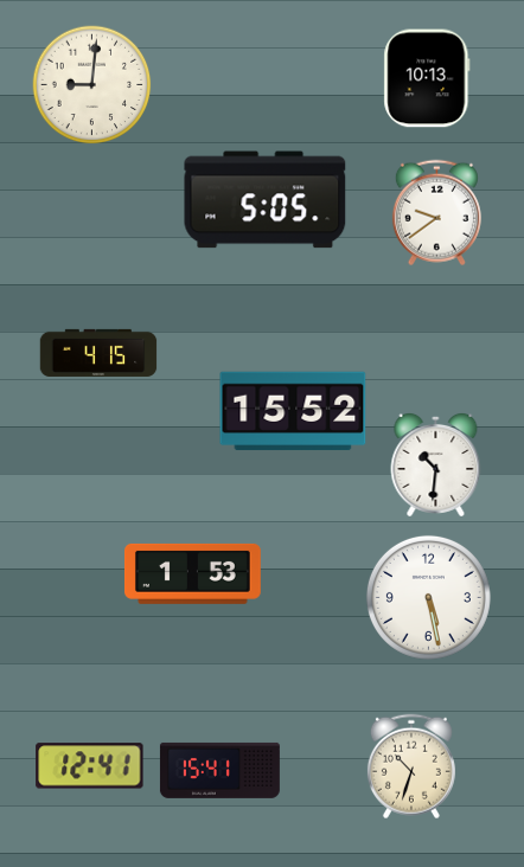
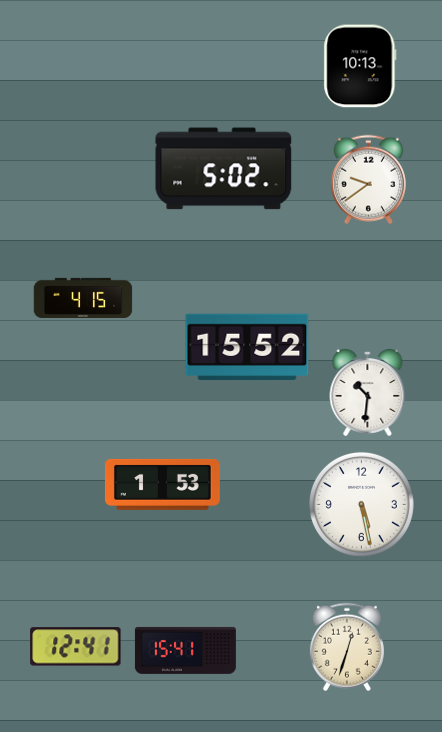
clock at (92, 85): 9:01 -> none
clock at (266, 200): 5:05 -> 5:02
clock at (411, 766): 10:33 -> 12:33
